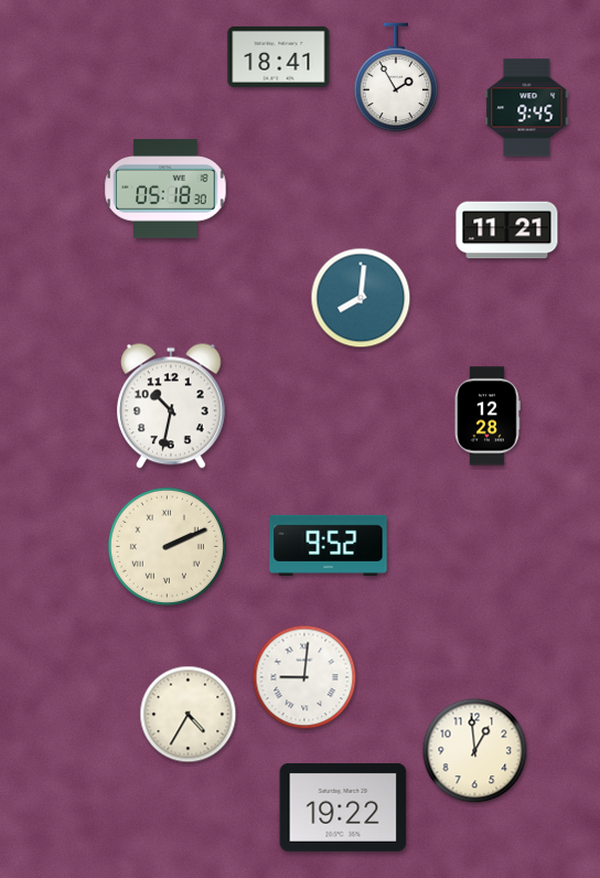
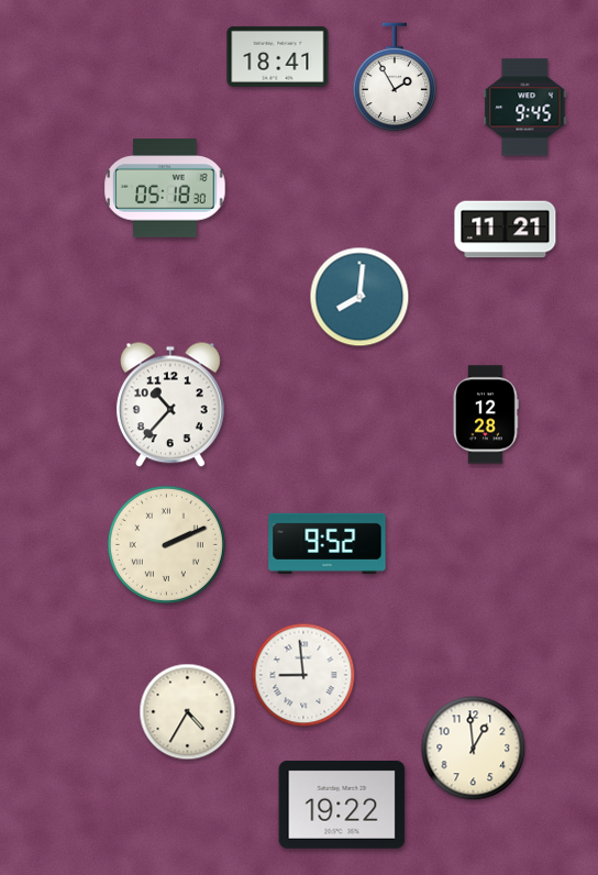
clock at (171, 406): 10:32 -> 10:37
clock at (304, 677): 9:01 -> 8:59
